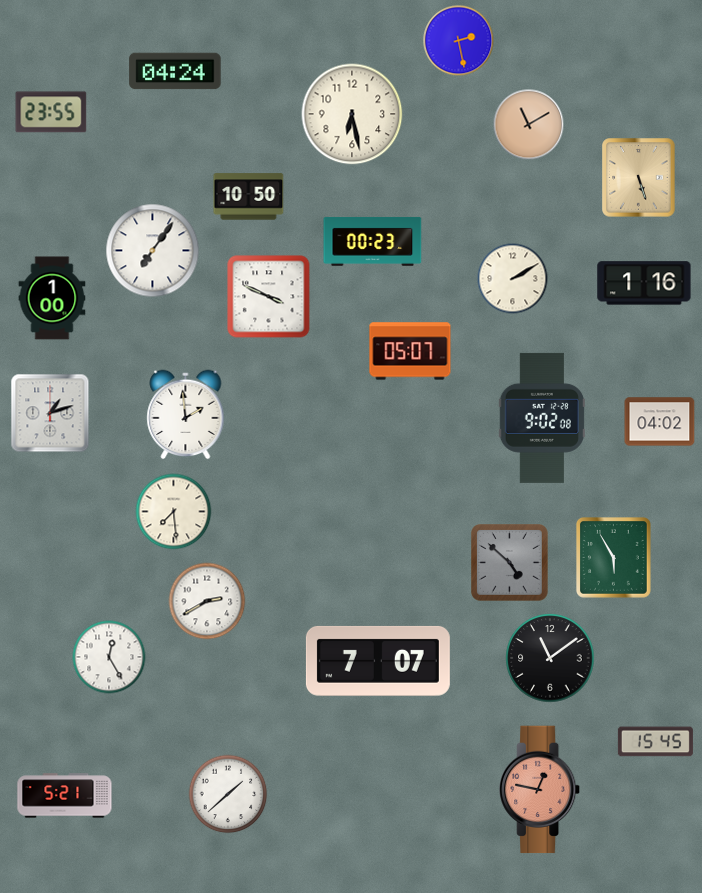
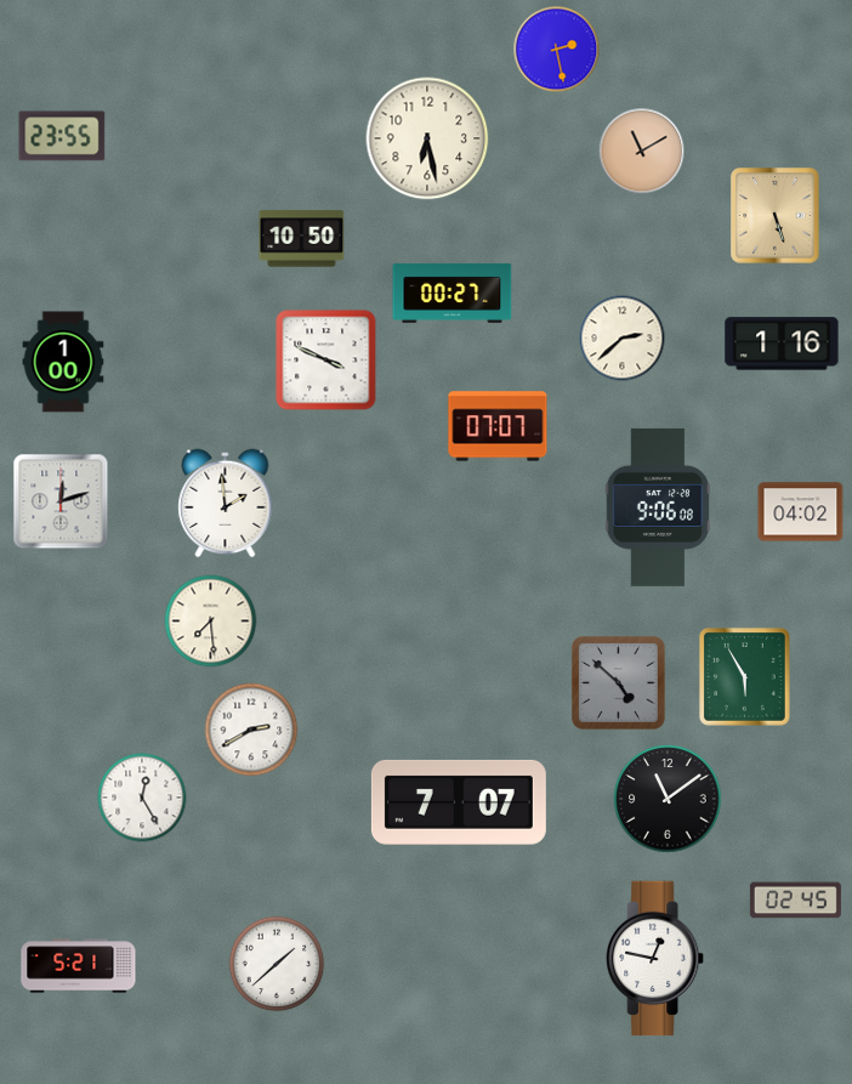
clock at (175, 71): 04:24 -> none
clock at (373, 241): 00:23 -> 00:27
clock at (153, 251): 7:06 -> none
clock at (513, 279): 2:10 -> 2:38
clock at (410, 351): 05:07 -> 07:07
clock at (50, 413): 1:12 -> 12:12
clock at (542, 418): 9:02 -> 9:06
clock at (109, 657) position: (109, 657) -> (142, 798)
clock at (655, 742): 15:45 -> 02:45
clock at (540, 790) dial: salmon -> white
